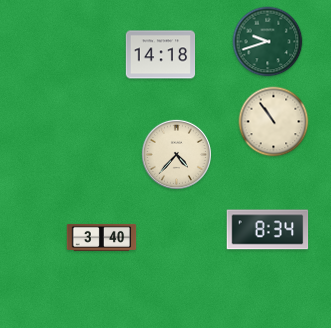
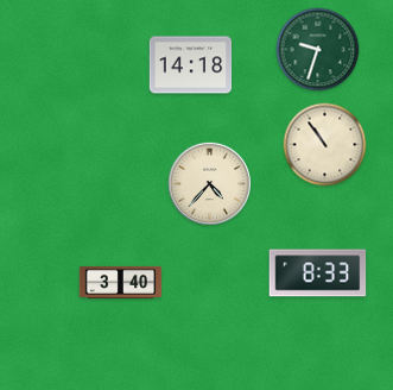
clock at (268, 42): 9:42 -> 9:33
clock at (268, 230): 8:34 -> 8:33
